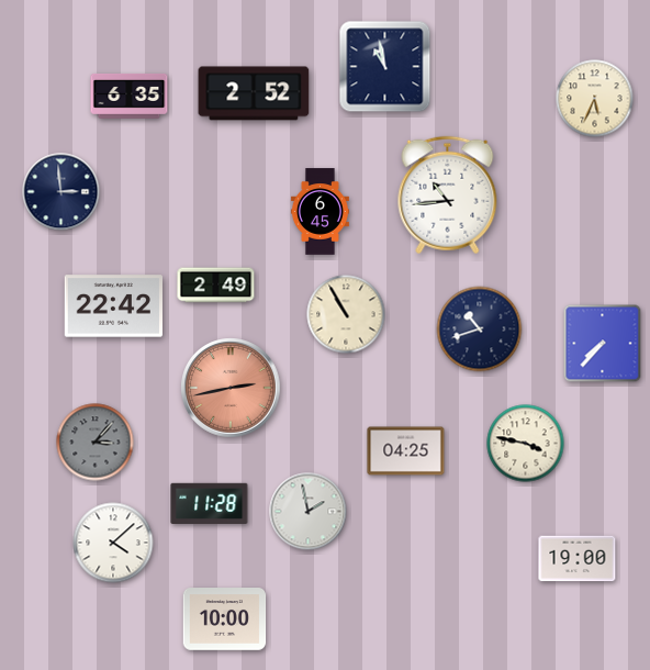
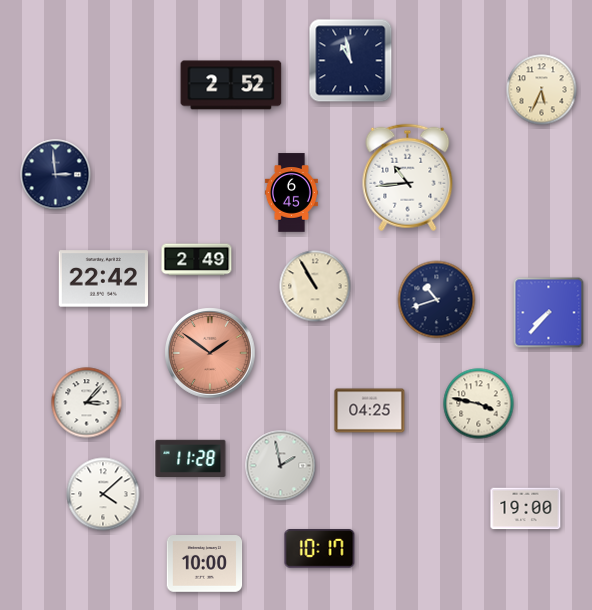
clock at (130, 96): 6:35 -> none
clock at (231, 388): 2:43 -> 1:51
clock at (96, 443) dial: grey -> white
clock at (320, 549): none -> 10:17
